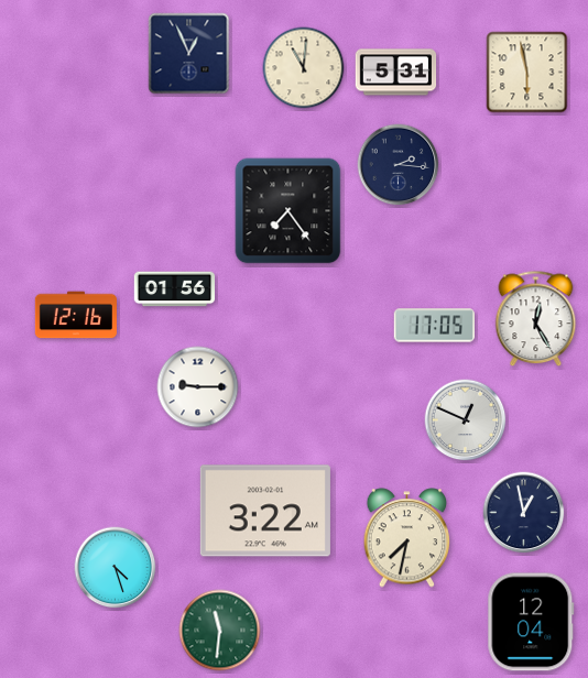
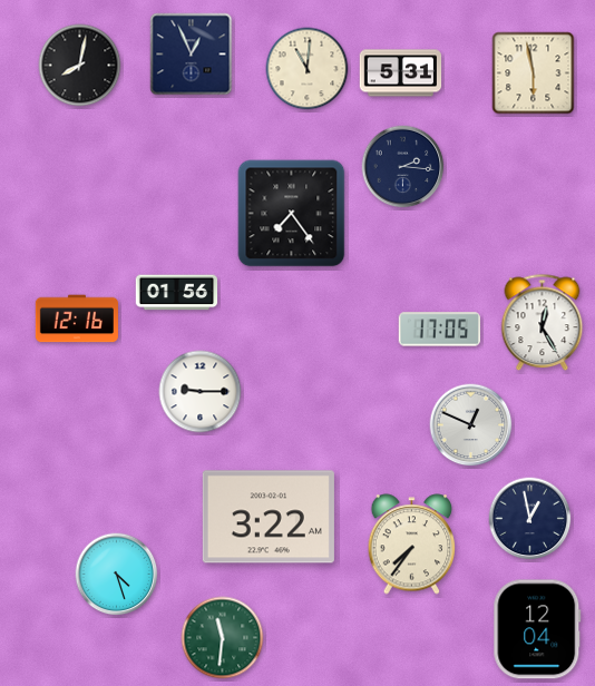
clock at (80, 66): none -> 8:02
clock at (407, 538): 7:32 -> 7:36
